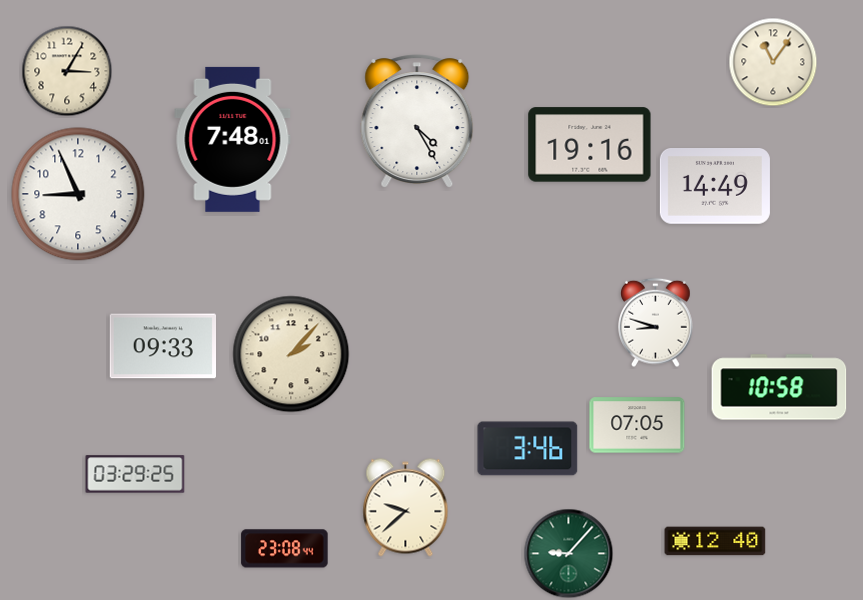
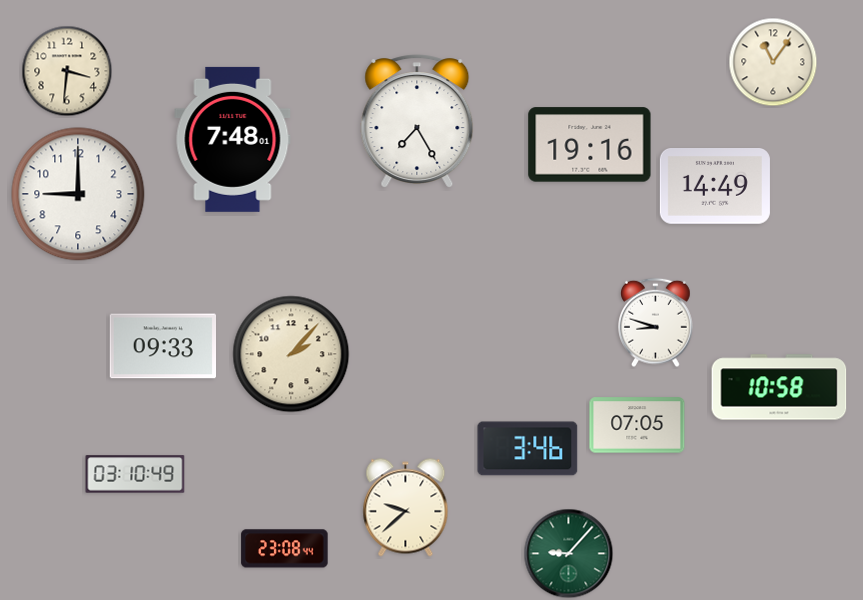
clock at (67, 71): 3:05 -> 3:31
clock at (417, 121): 4:25 -> 7:25
clock at (78, 194): 8:56 -> 9:00
clock at (135, 474): 03:29 -> 03:10
clock at (715, 541): 12:40 -> none
